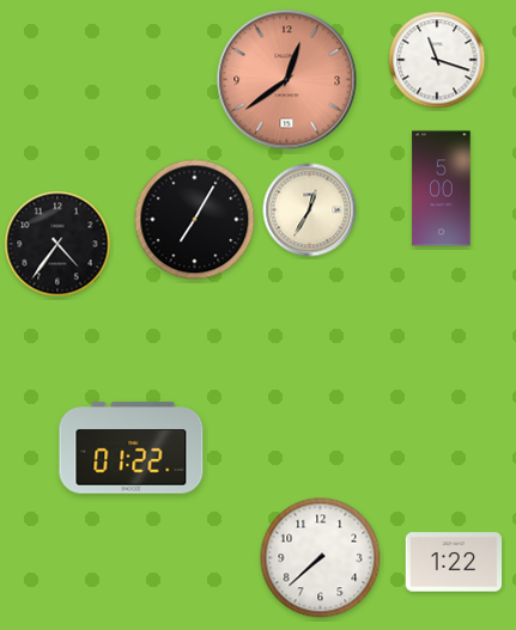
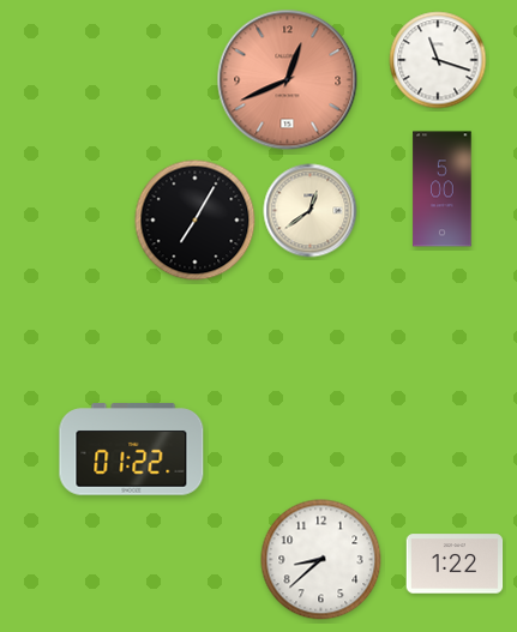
clock at (287, 80): 12:39 -> 12:41
clock at (310, 210): 12:35 -> 12:39
clock at (57, 244): 4:36 -> none
clock at (321, 558): 7:38 -> 8:38
